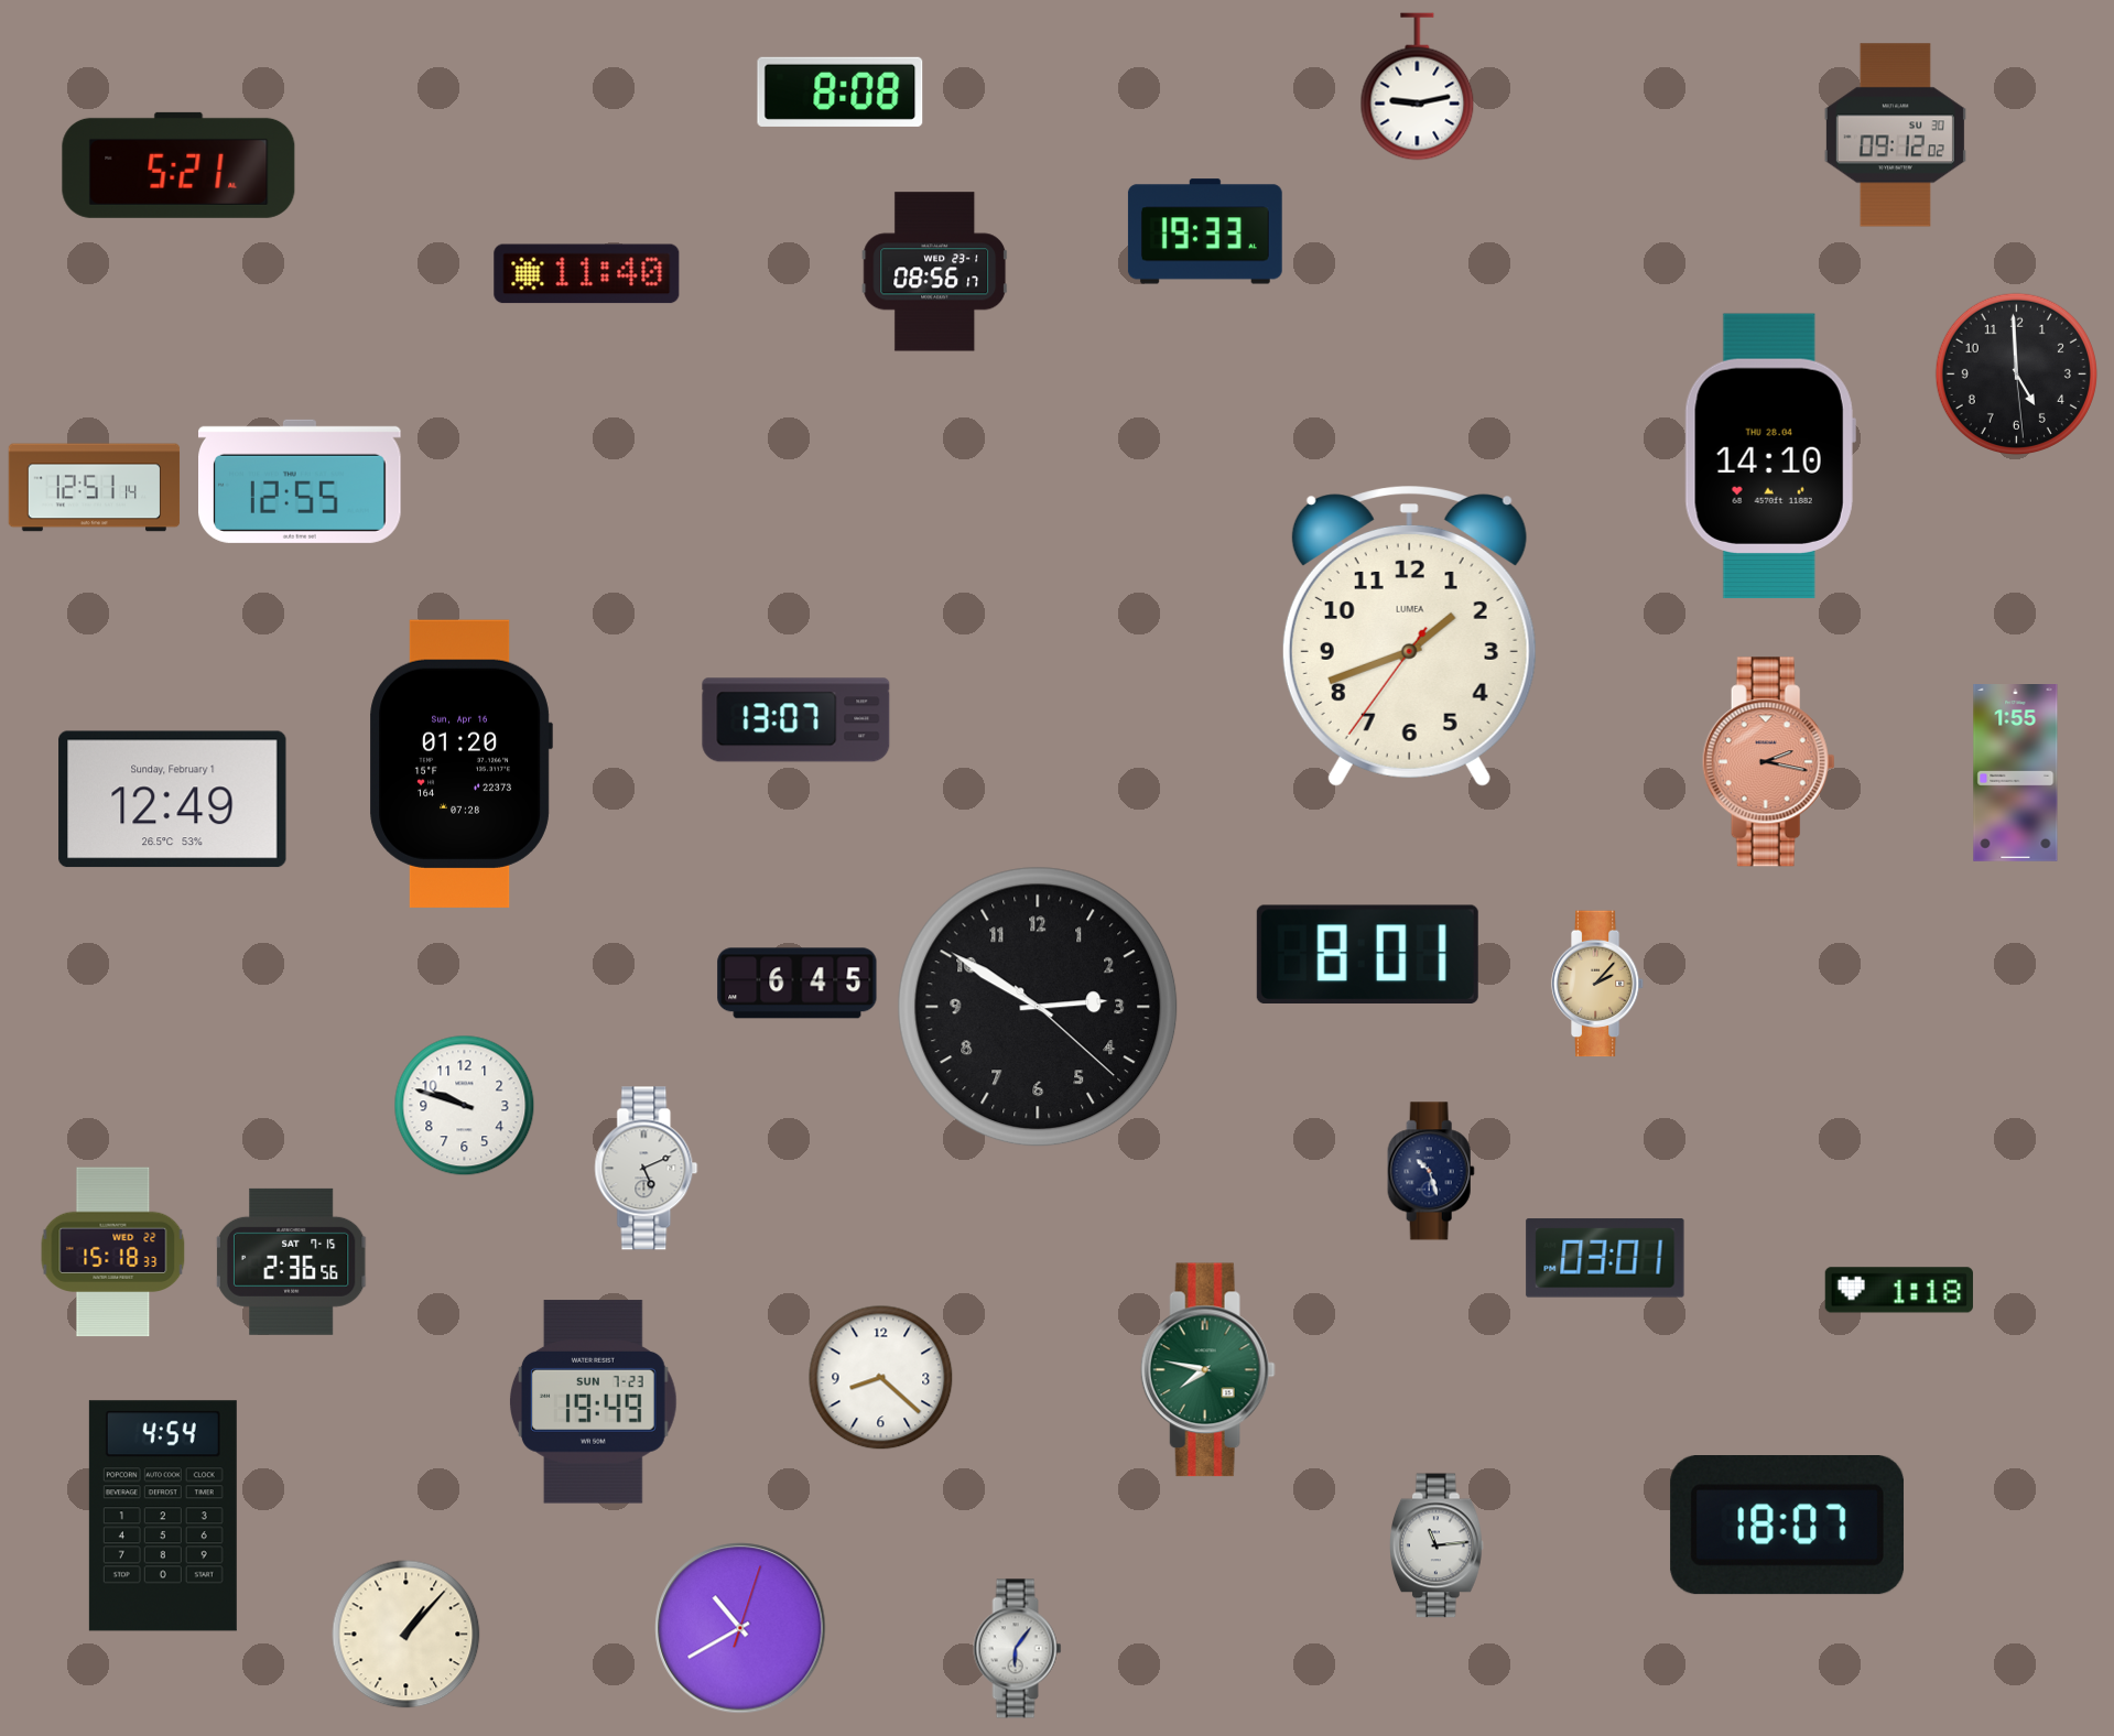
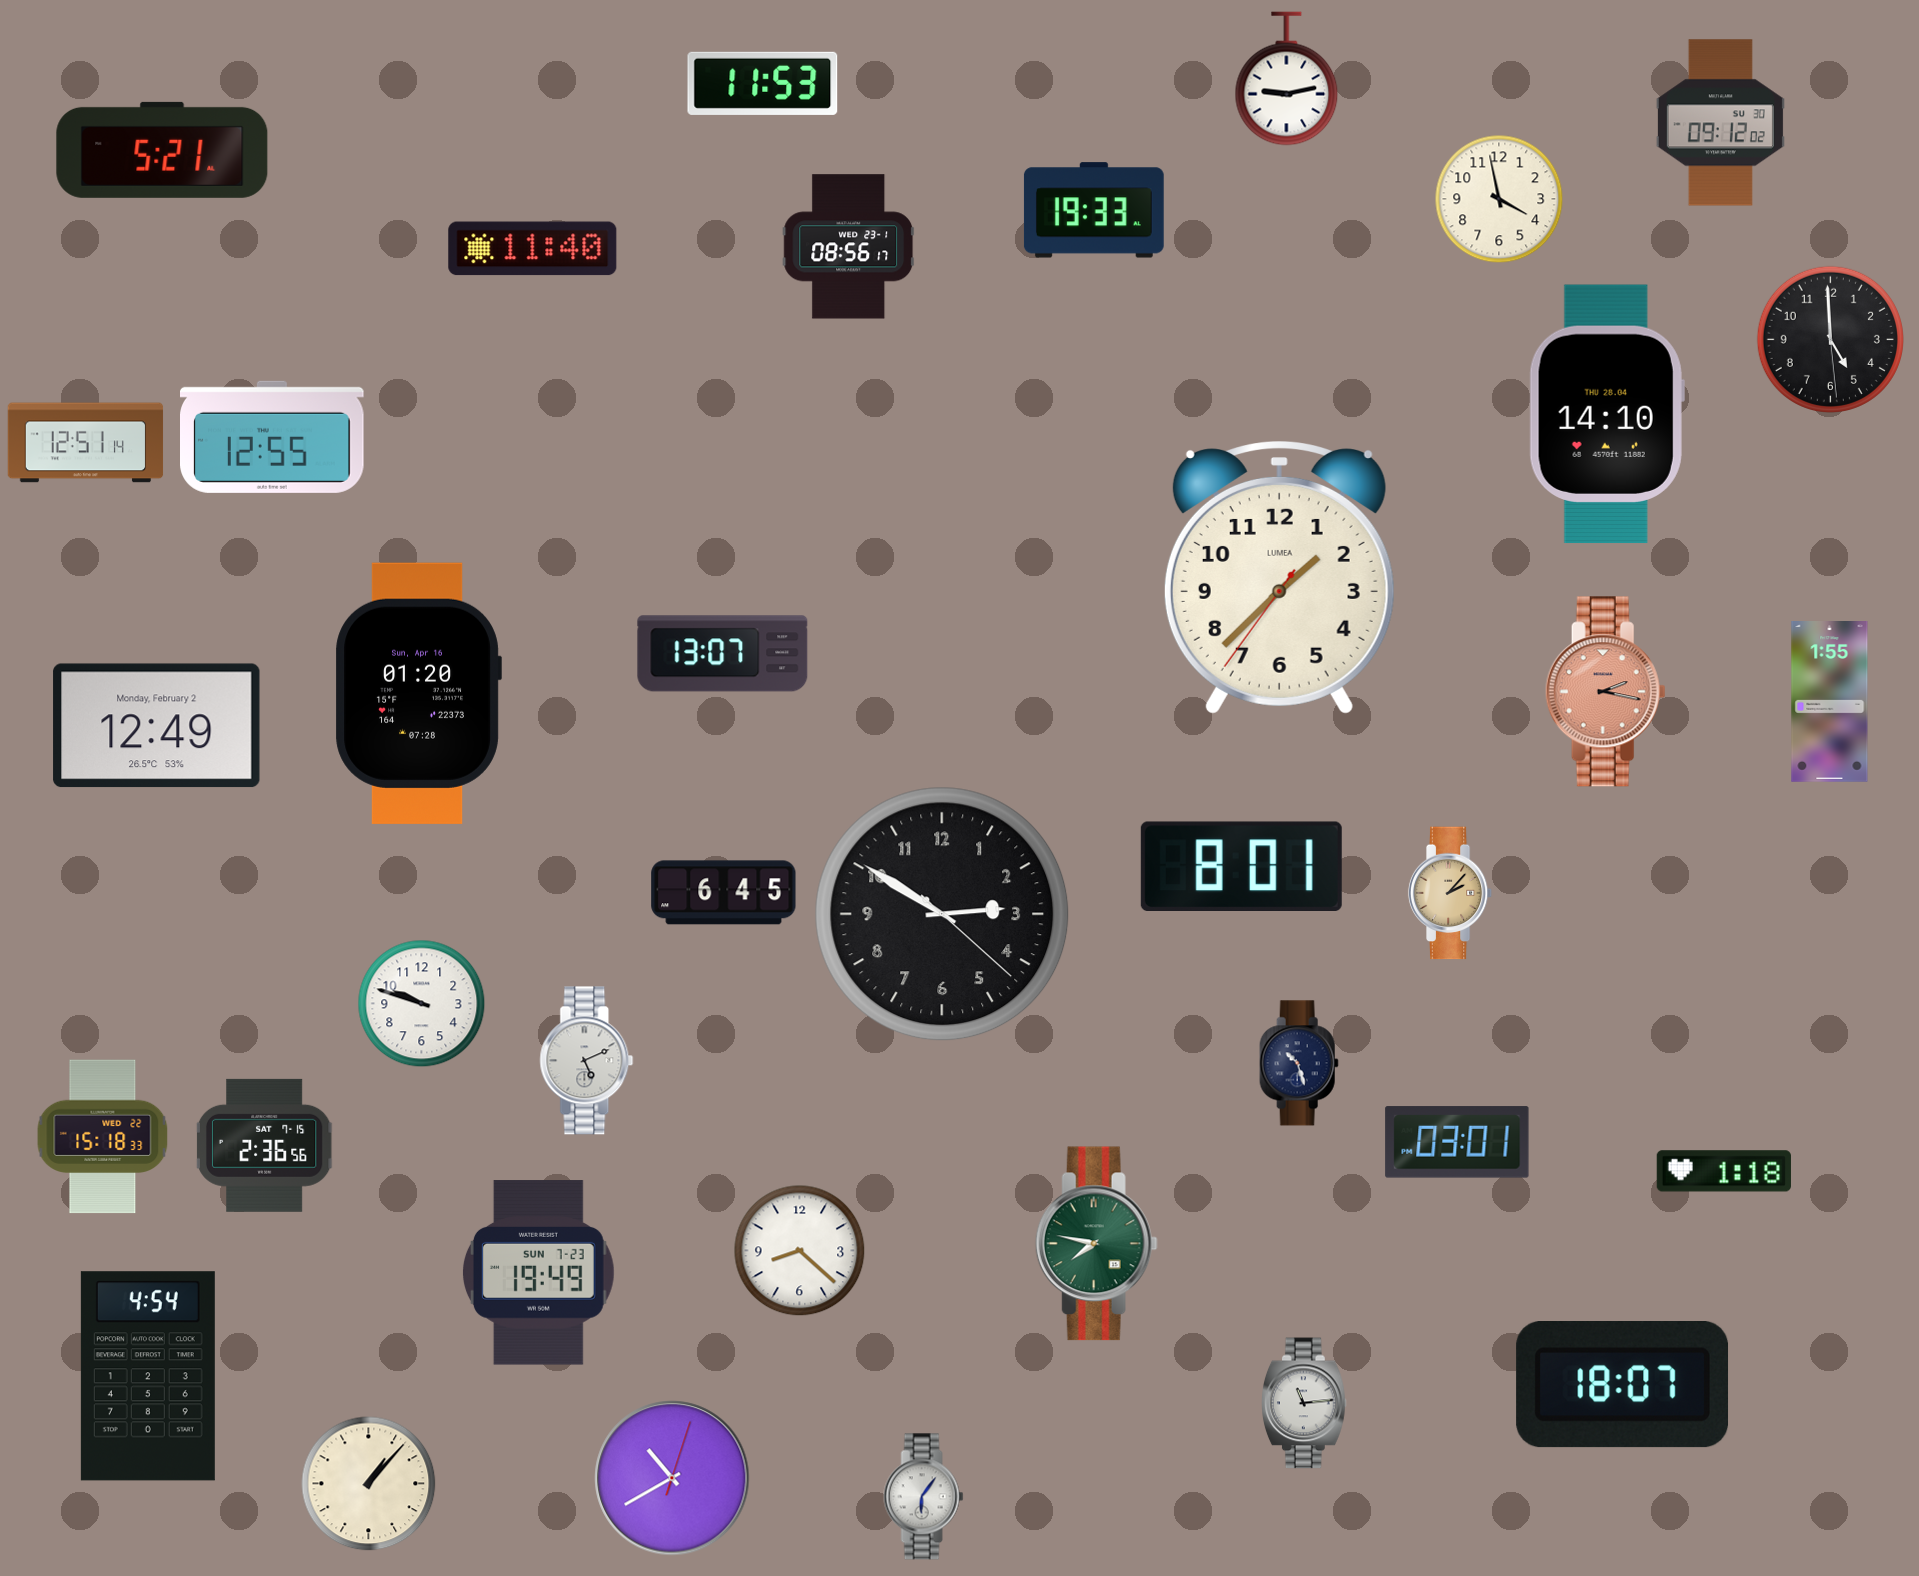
clock at (841, 91): 8:08 -> 11:53
clock at (1499, 199): none -> 3:58
clock at (1409, 637): 1:41 -> 1:37
clock at (173, 800) date: Sunday, February 1 -> Monday, February 2
